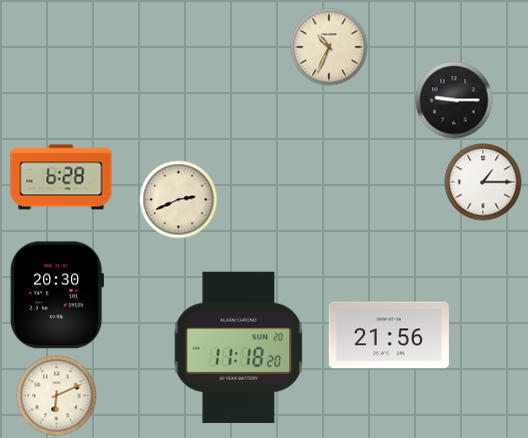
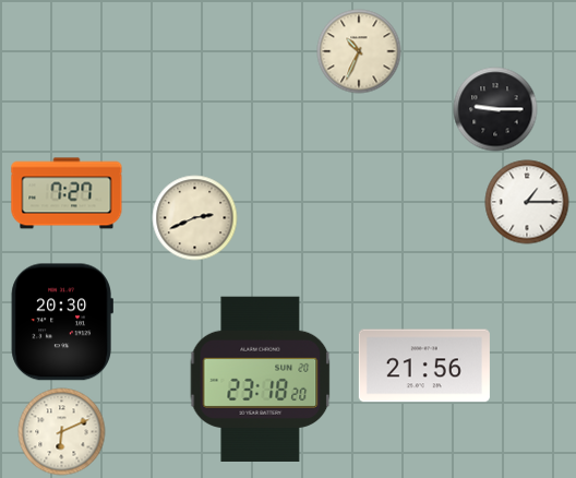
clock at (61, 177): 6:28 -> 7:27
clock at (483, 182) position: (483, 182) -> (527, 202)
clock at (239, 347): 11:18 -> 23:18
